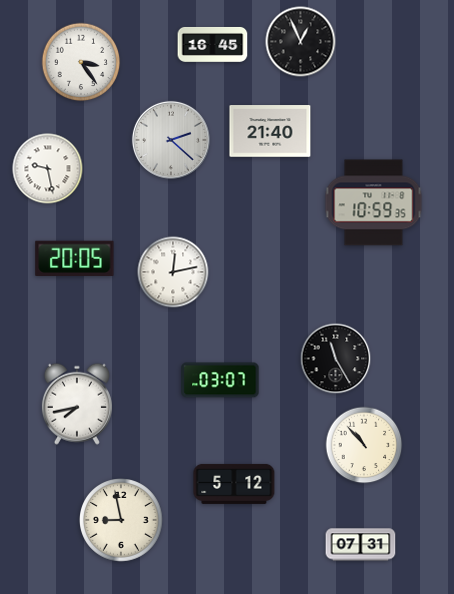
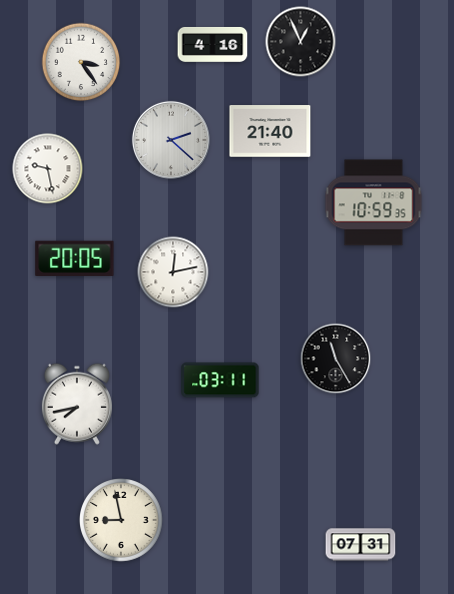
clock at (213, 44): 16:45 -> 4:16
clock at (220, 380): 03:07 -> 03:11
clock at (364, 445): 10:53 -> none
clock at (234, 484): 5:12 -> none
